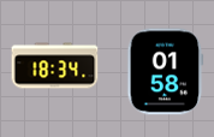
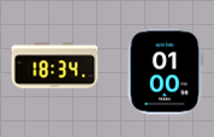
clock at (166, 72): 01:58 -> 01:00
